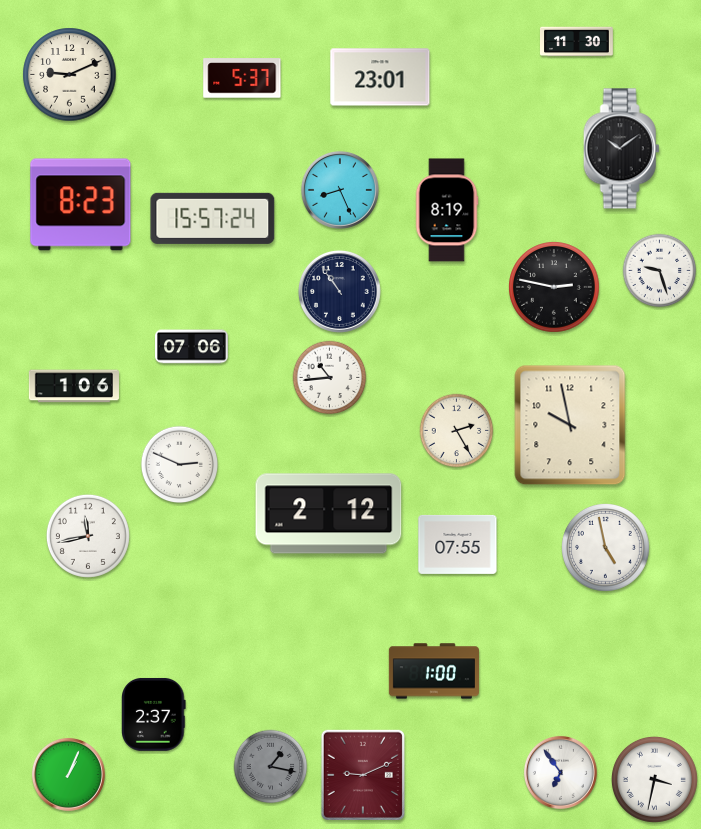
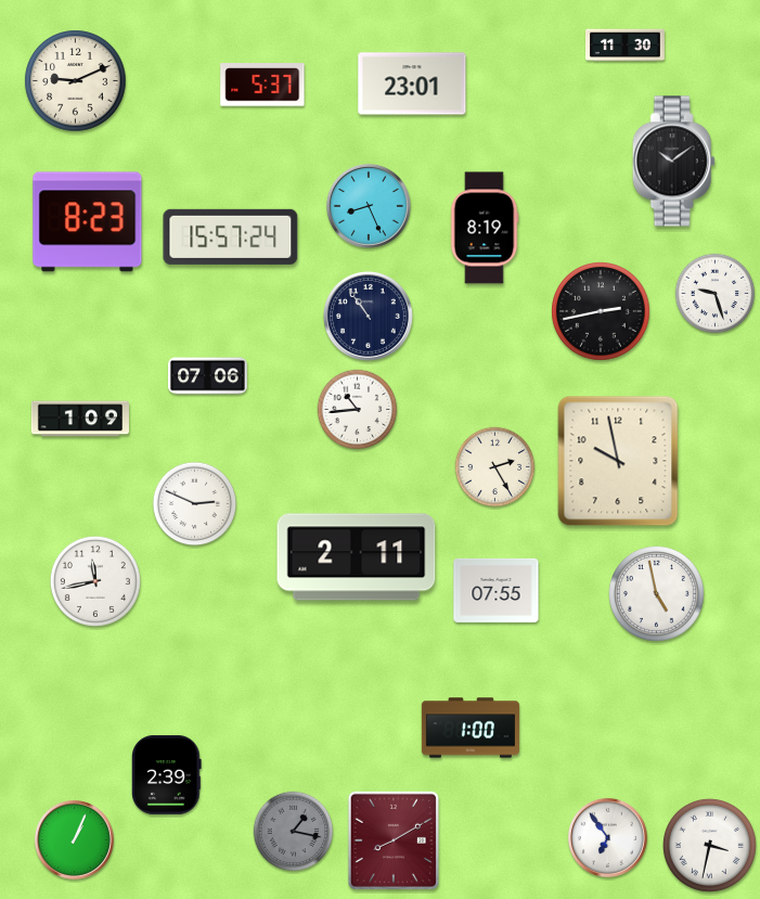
clock at (554, 287): 2:47 -> 2:43
clock at (74, 386): 1:06 -> 1:09
clock at (329, 514): 2:12 -> 2:11
clock at (154, 714): 2:37 -> 2:39
clock at (363, 775): 9:11 -> 8:10
